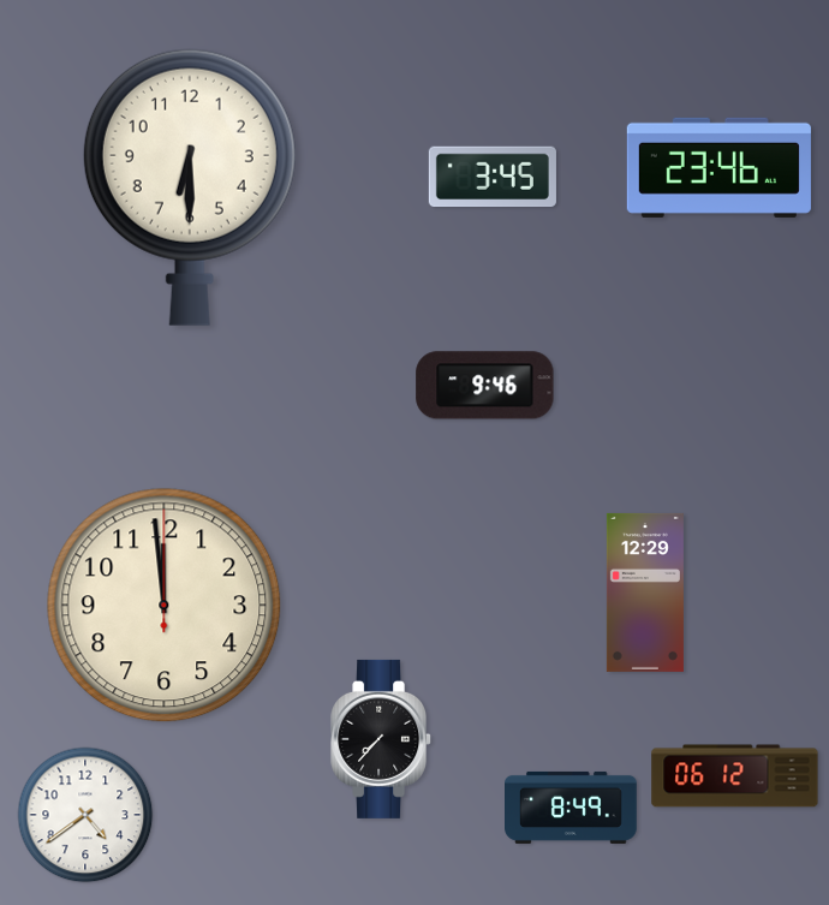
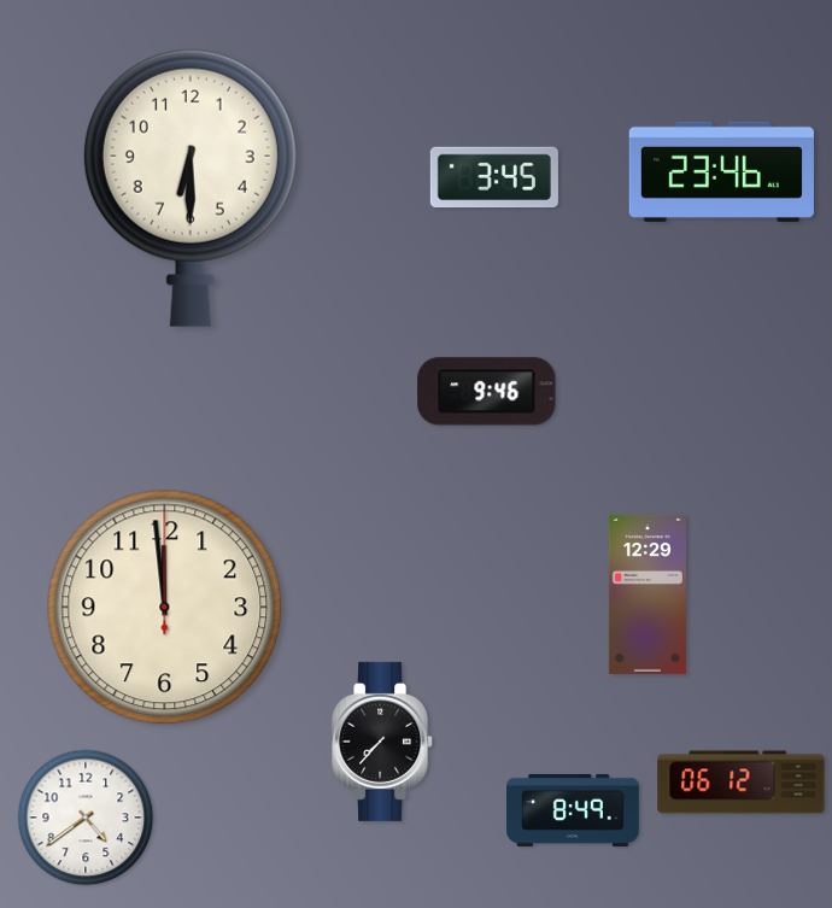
clock at (718, 167) position: (718, 167) -> (721, 171)
clock at (485, 386) position: (485, 386) -> (487, 392)
clock at (735, 776) position: (735, 776) -> (742, 783)
